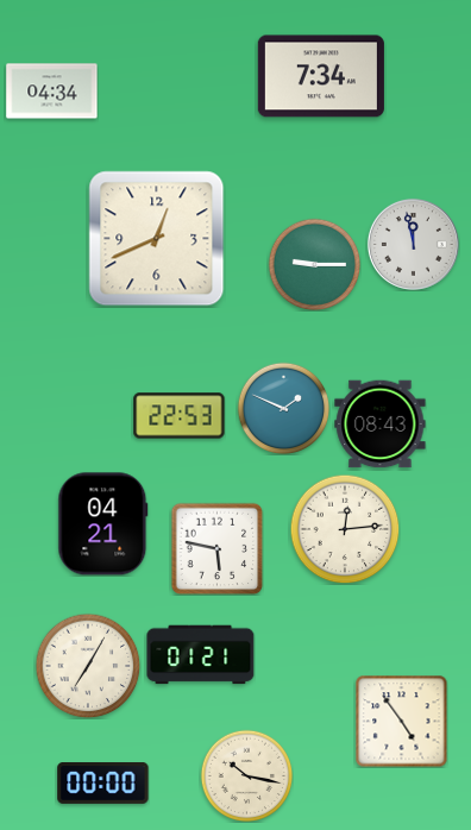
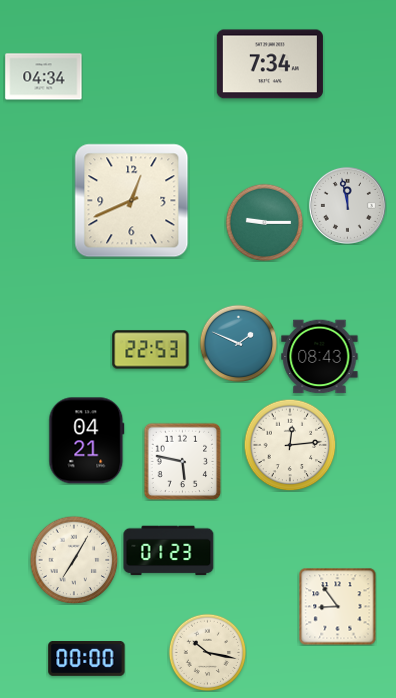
clock at (201, 655): 01:21 -> 01:23
clock at (401, 721): 4:54 -> 8:54
